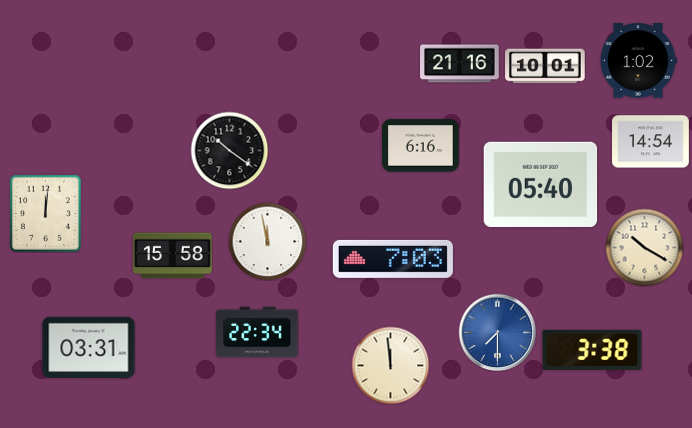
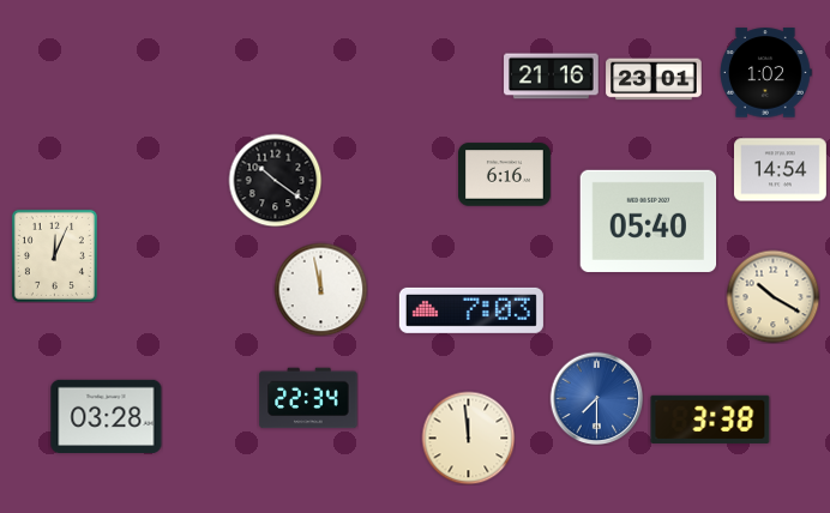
clock at (545, 66): 10:01 -> 23:01
clock at (45, 213): 12:01 -> 12:04
clock at (173, 256): 15:58 -> none
clock at (89, 347): 03:31 -> 03:28
